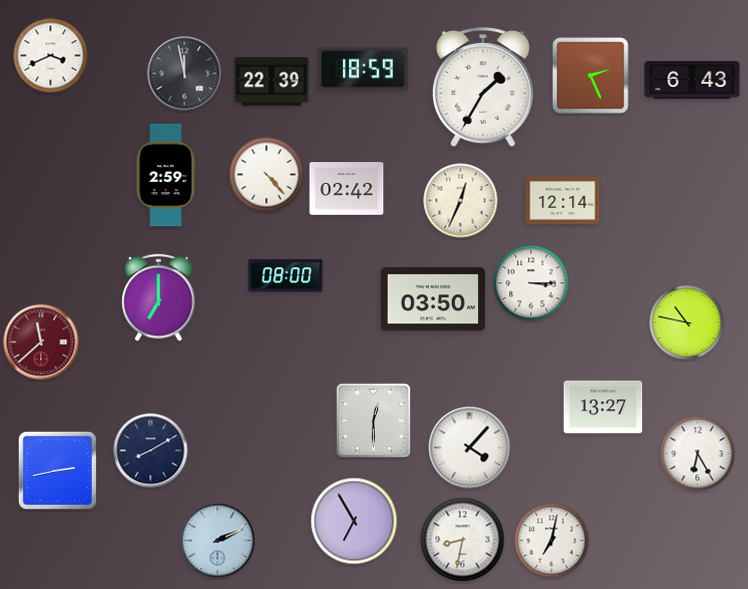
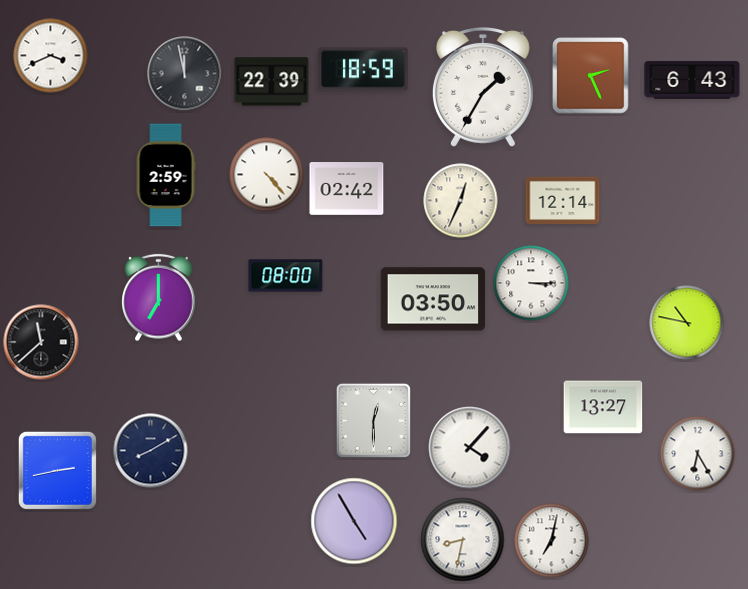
clock at (41, 342) dial: burgundy -> black
clock at (354, 521): 6:55 -> 4:55
clock at (218, 541): 2:11 -> none
